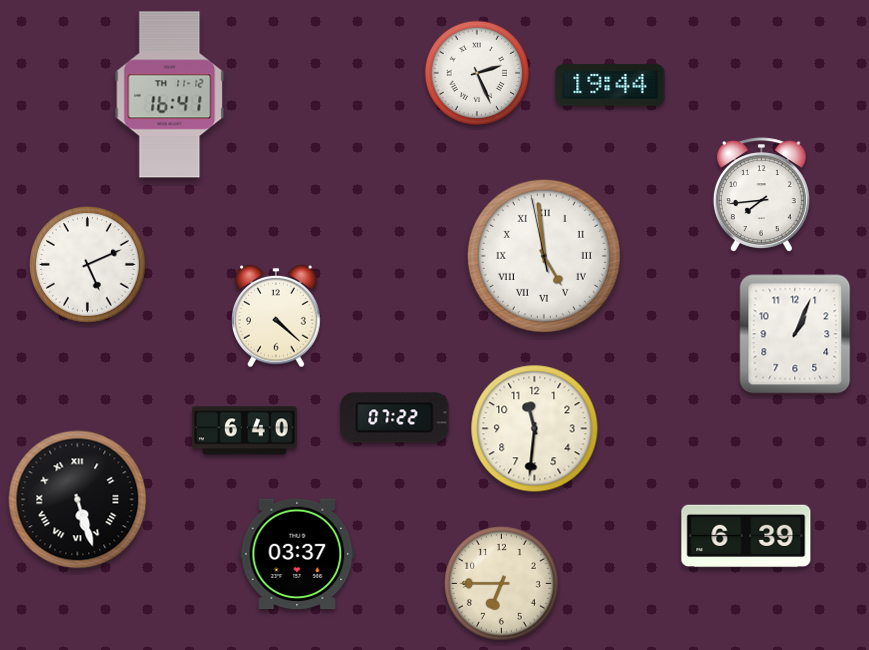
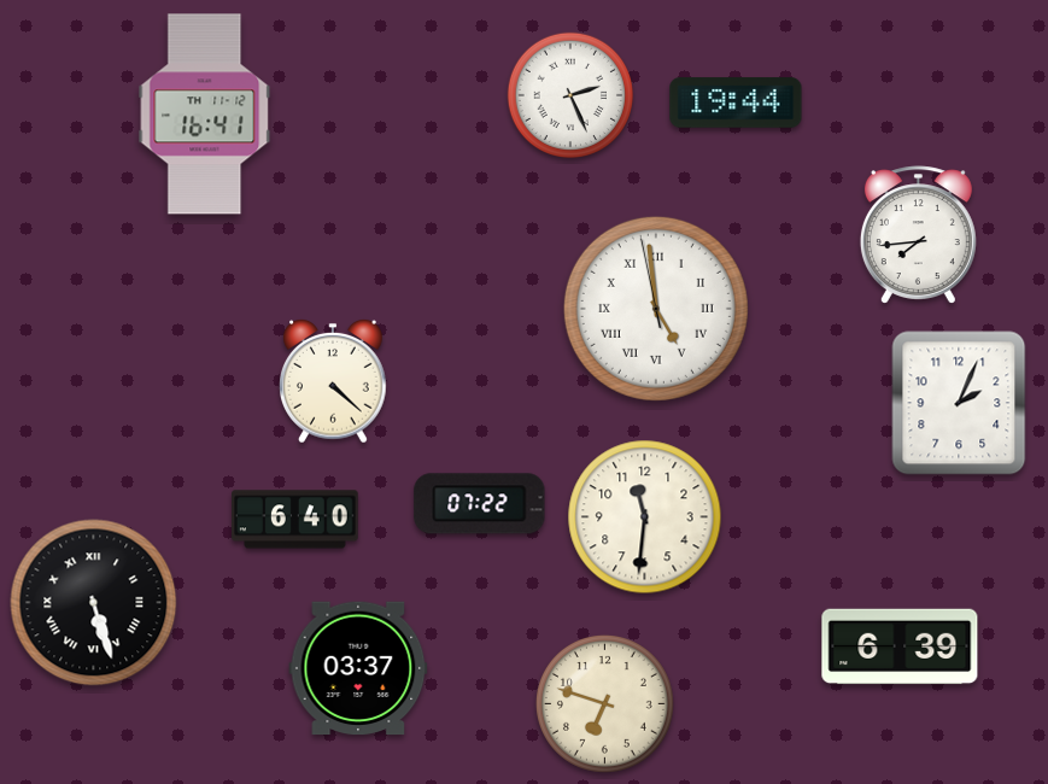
clock at (477, 73) position: (477, 73) -> (570, 95)
clock at (88, 265): 5:11 -> none
clock at (795, 334): 1:04 -> 2:04
clock at (395, 418) position: (395, 418) -> (480, 504)
clock at (501, 583): 6:45 -> 6:48
